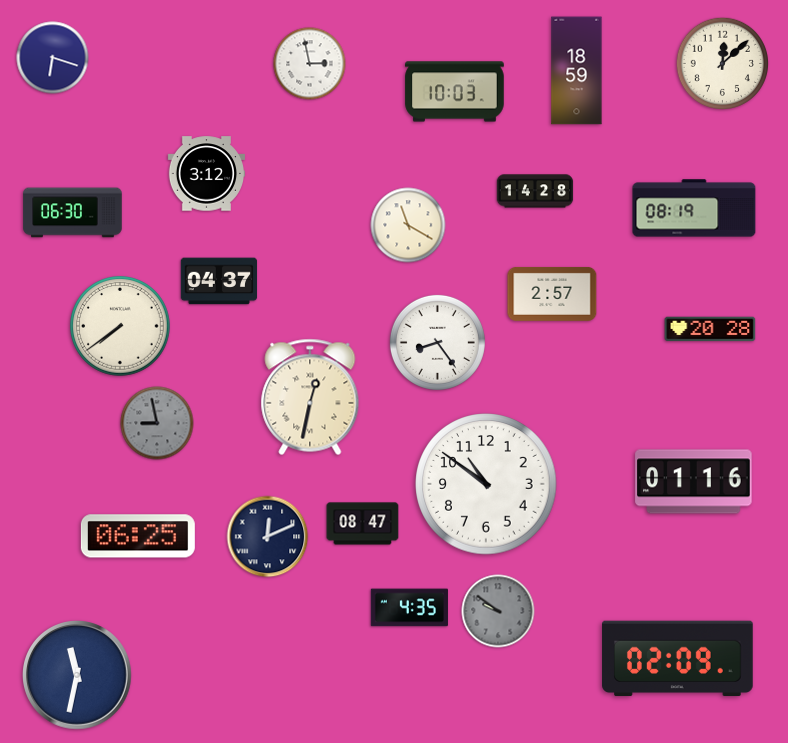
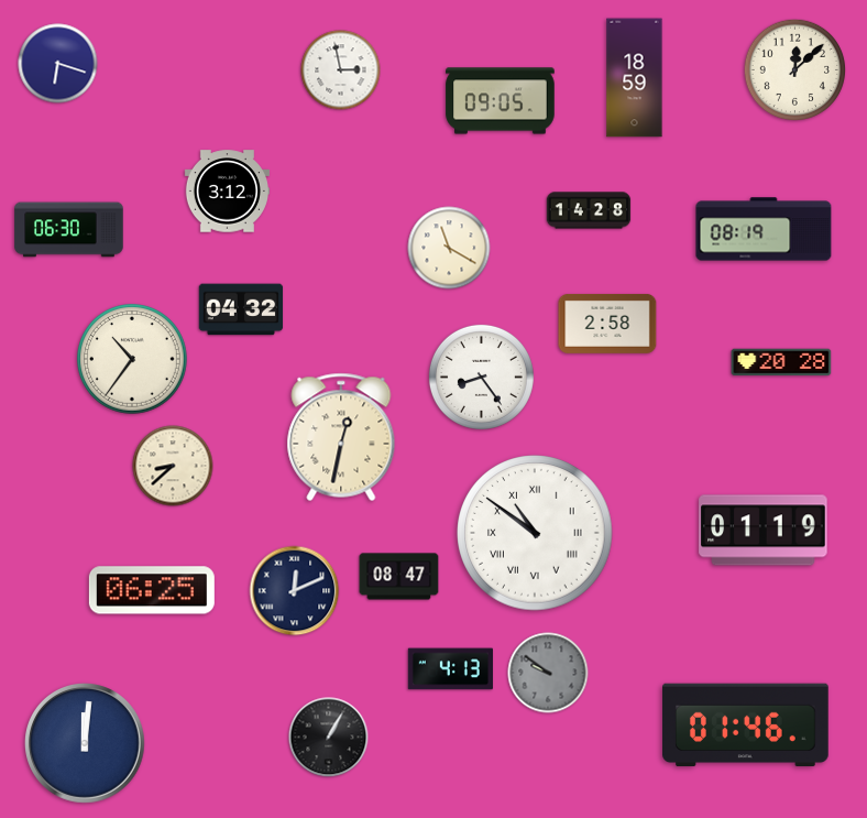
clock at (455, 92): 10:03 -> 09:05
clock at (73, 213) position: (73, 213) -> (69, 230)
clock at (219, 281): 04:37 -> 04:32
clock at (552, 294): 2:57 -> 2:58
clock at (121, 327): 7:39 -> 10:36
clock at (157, 423): 8:58 -> 8:38
clock at (157, 423) dial: grey -> cream
clock at (694, 482): 01:16 -> 01:19
clock at (486, 484) numerals: Arabic -> Roman
clock at (409, 608): 4:35 -> 4:13
clock at (678, 659): 02:09 -> 01:46
clock at (329, 738): none -> 1:05
clock at (78, 676): 11:32 -> 12:01
